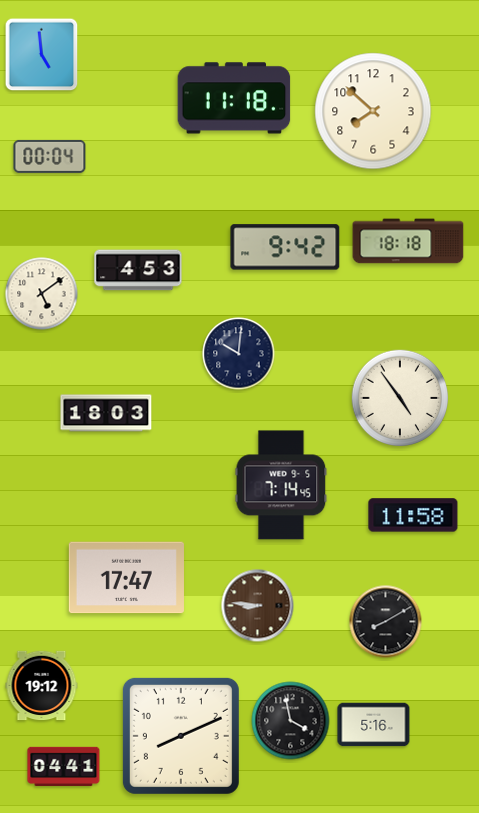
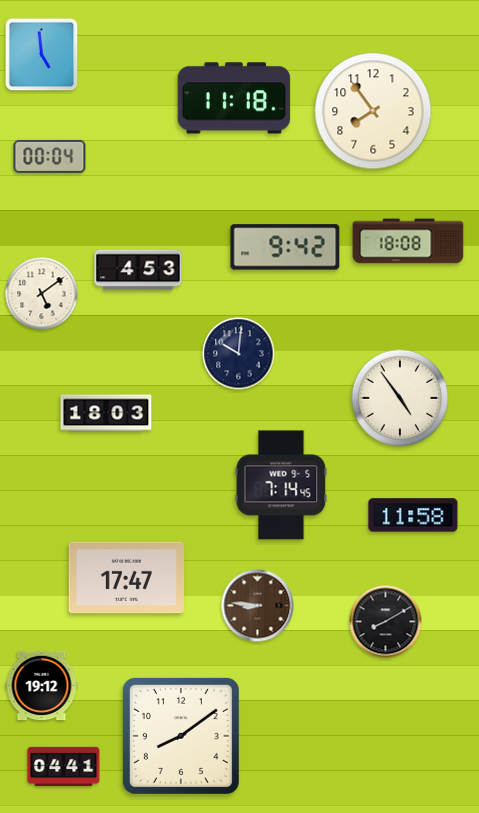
clock at (373, 111): 7:52 -> 7:54
clock at (408, 241): 18:18 -> 18:08
clock at (291, 721): 3:58 -> none
clock at (374, 725): 5:16 -> none
clock at (181, 736): 8:11 -> 8:09
